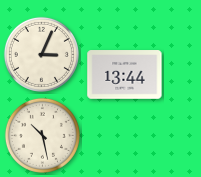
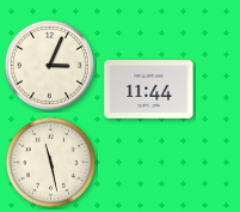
clock at (125, 75): 13:44 -> 11:44
clock at (42, 135): 10:28 -> 11:28
